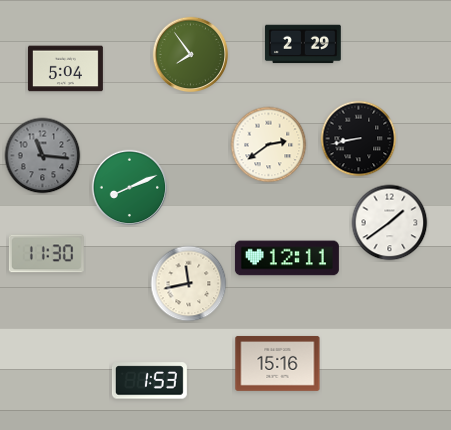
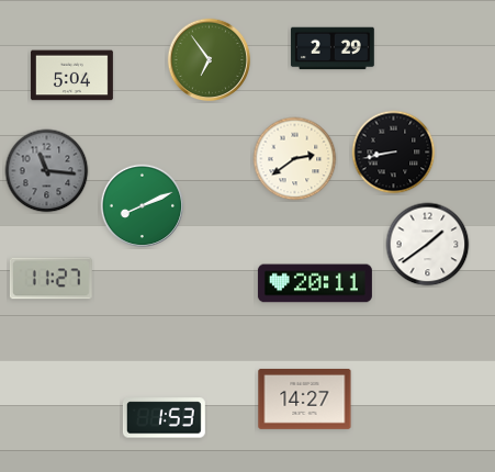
clock at (191, 55): 7:54 -> 6:54
clock at (46, 254): 11:30 -> 11:27
clock at (287, 258): 12:11 -> 20:11
clock at (189, 284): 11:43 -> none
clock at (278, 363): 15:16 -> 14:27
